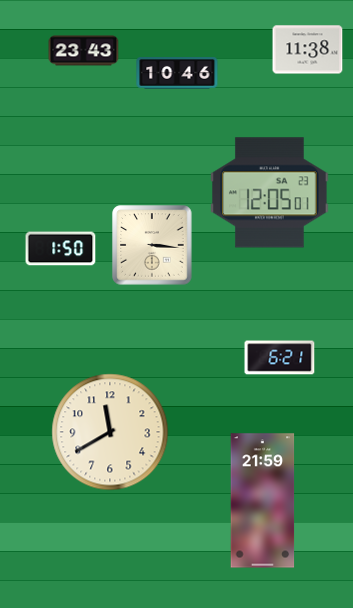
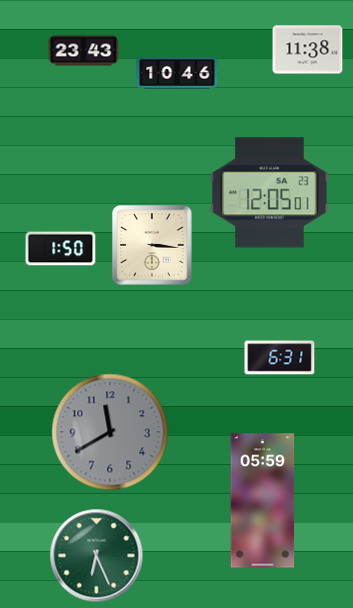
clock at (280, 358): 6:21 -> 6:31
clock at (110, 432) dial: cream -> grey
clock at (263, 501): 21:59 -> 05:59
clock at (97, 556): none -> 6:26
